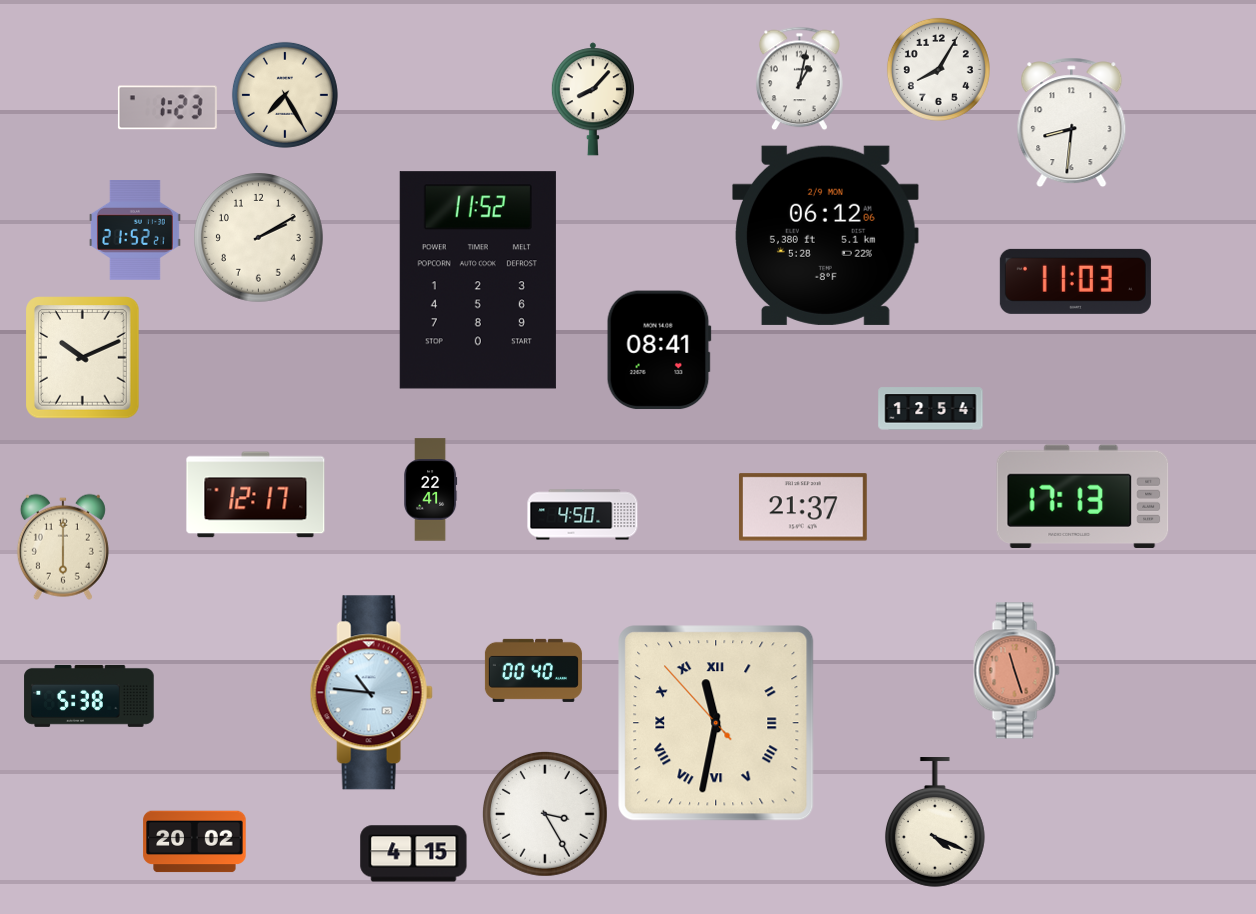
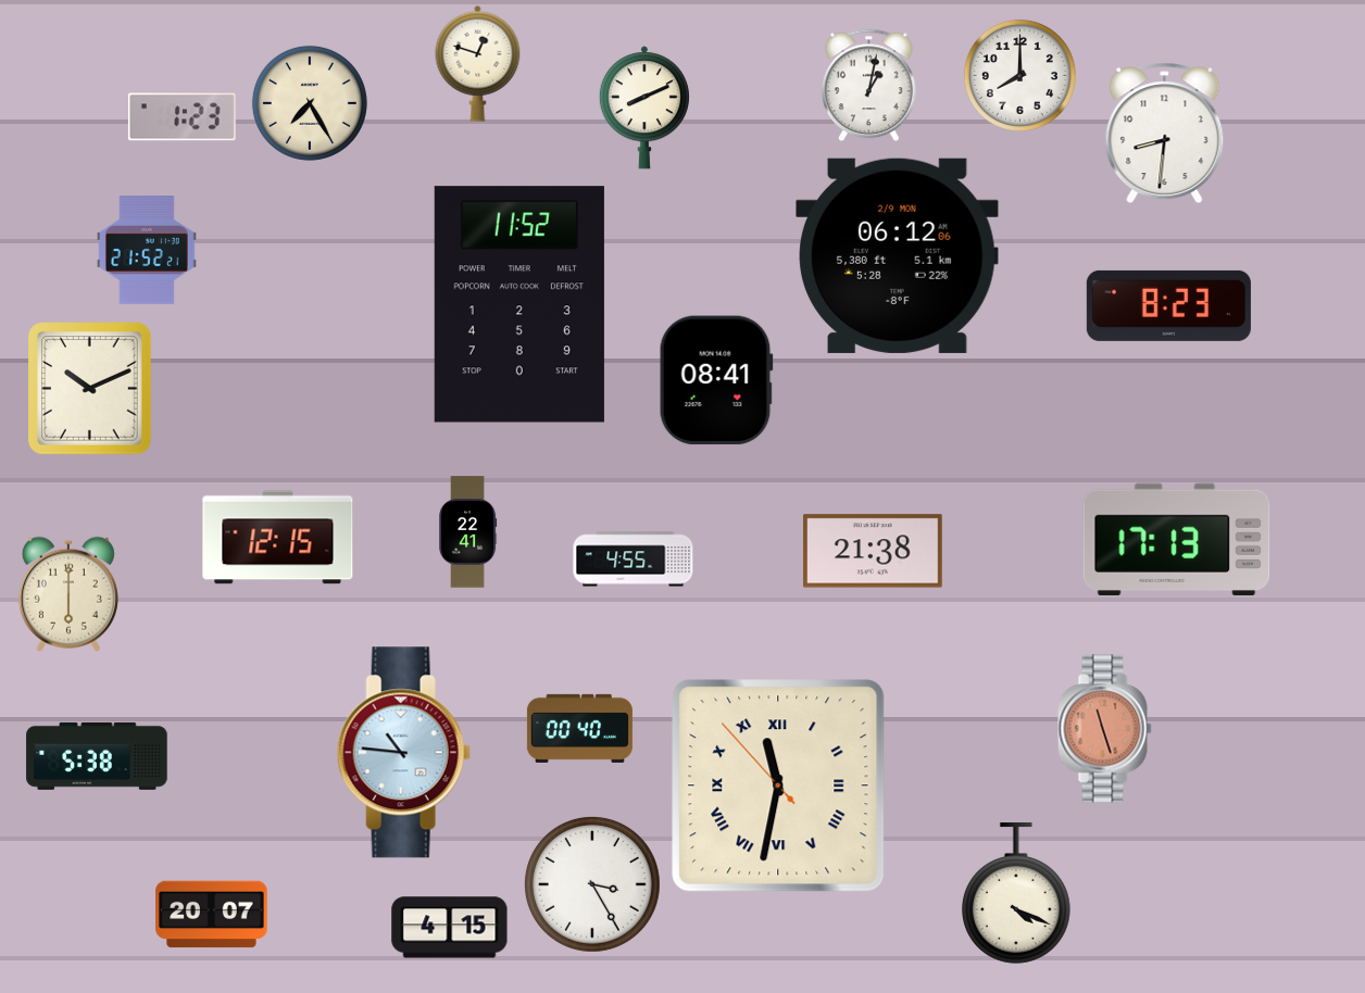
clock at (478, 63): none -> 12:48
clock at (938, 69): 8:05 -> 8:00
clock at (593, 99): 8:07 -> 8:11
clock at (259, 238): 2:10 -> none
clock at (1075, 281): 11:03 -> 8:23
clock at (931, 409): 12:54 -> none
clock at (256, 495): 12:17 -> 12:15
clock at (803, 507): 21:37 -> 21:38
clock at (583, 515): 4:50 -> 4:55
clock at (195, 842): 20:02 -> 20:07
